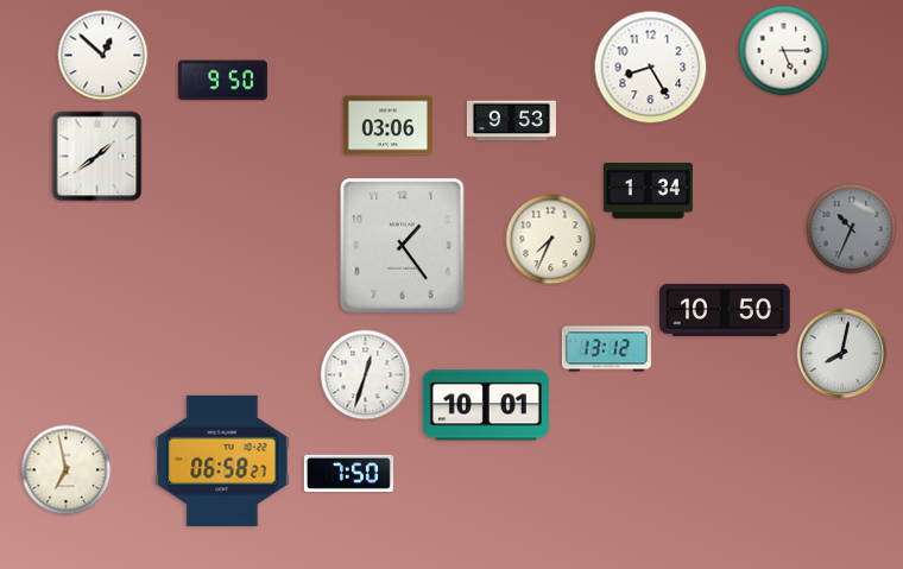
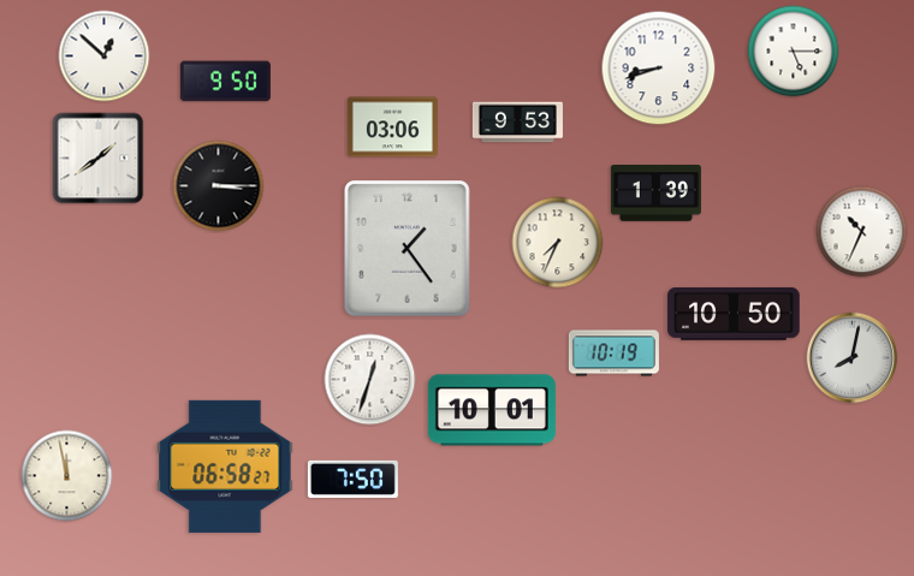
clock at (651, 68): 8:25 -> 8:42
clock at (219, 186): none -> 3:15
clock at (648, 191): 1:34 -> 1:39
clock at (852, 229) dial: grey -> white
clock at (606, 349): 13:12 -> 10:19
clock at (67, 470): 6:58 -> 11:58
